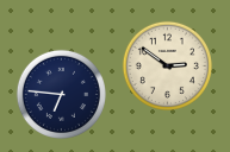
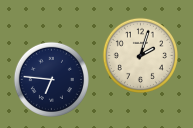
clock at (167, 65): 2:51 -> 2:03
